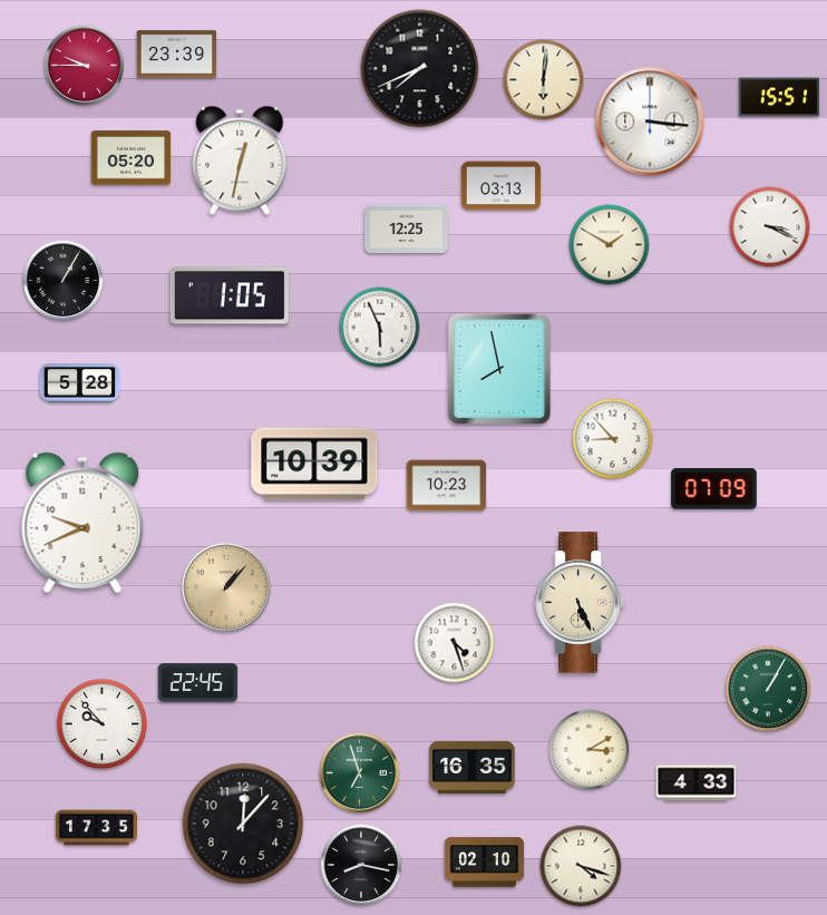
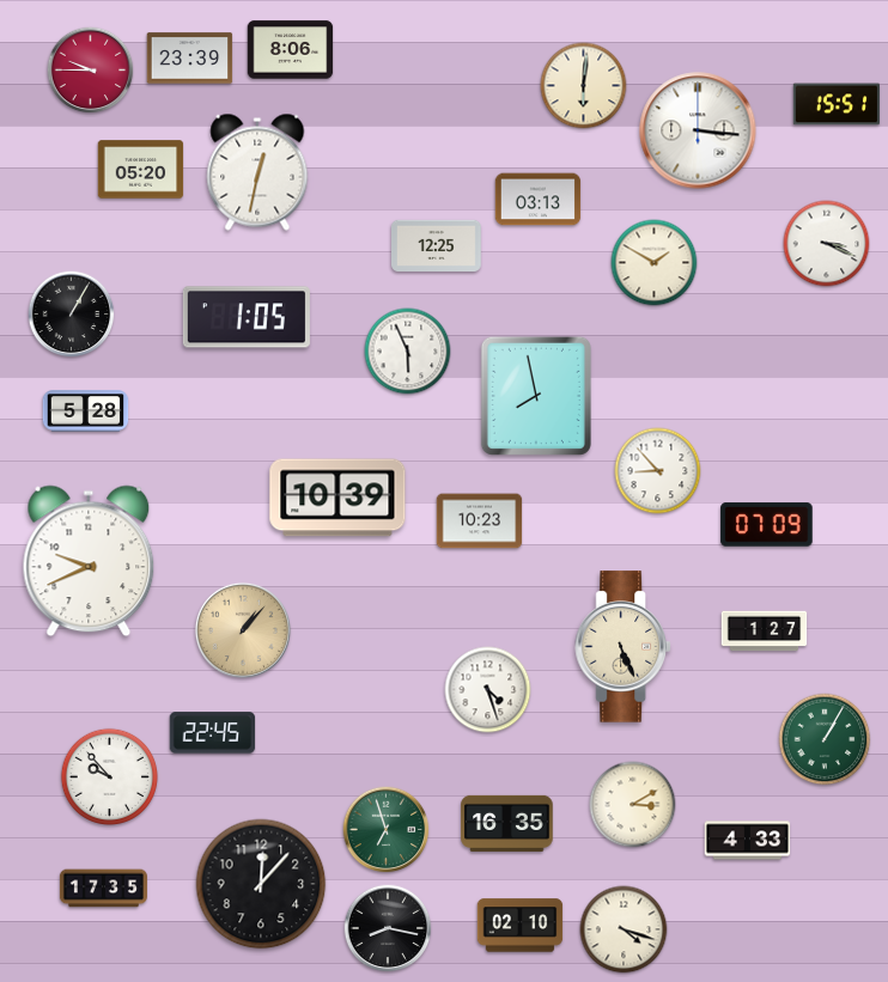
clock at (291, 50): none -> 8:06
clock at (420, 69): 7:41 -> none
clock at (64, 281) position: (64, 281) -> (72, 315)
clock at (765, 632): none -> 1:27
